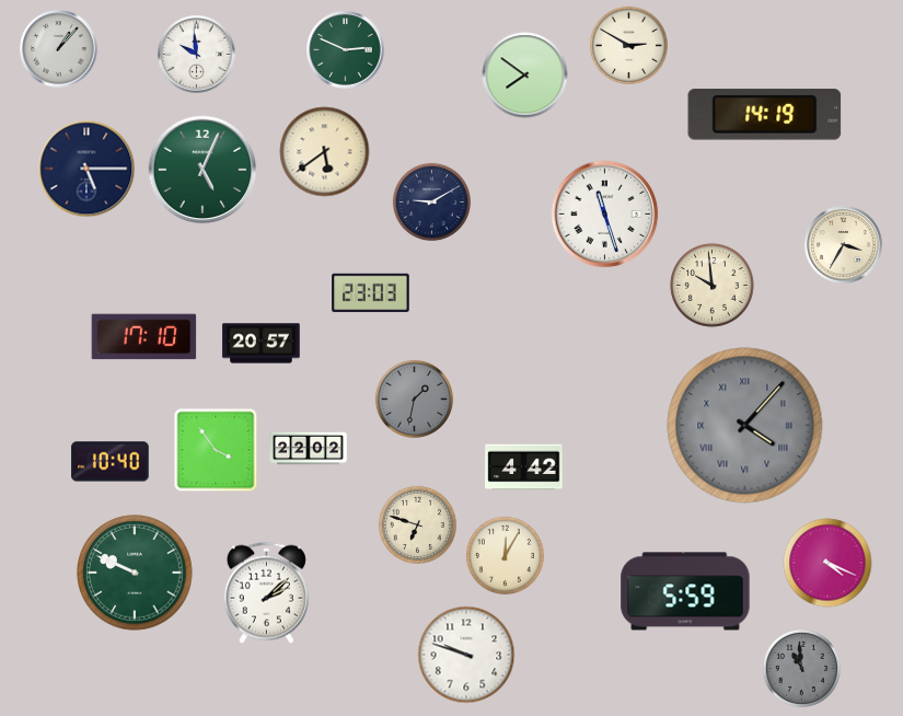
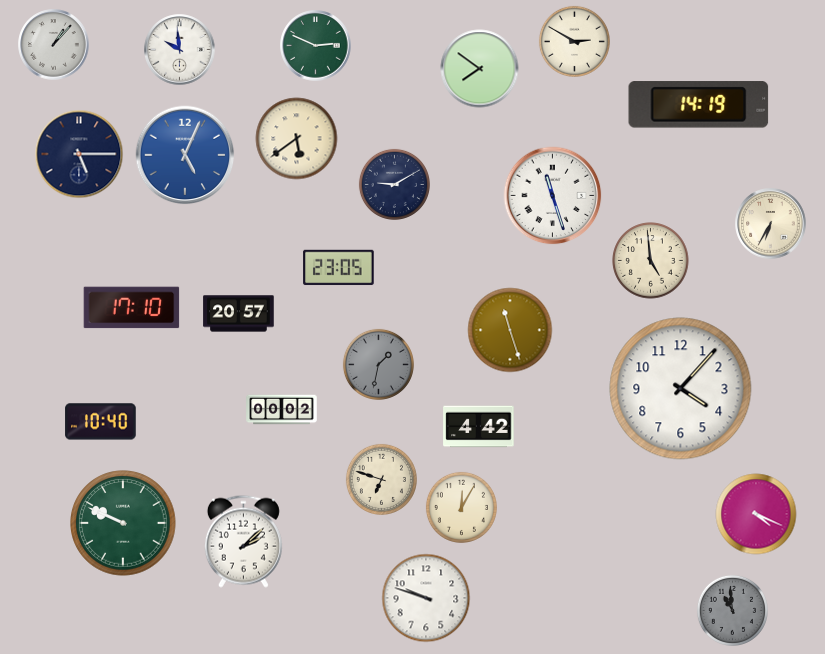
clock at (202, 170) dial: green -> blue
clock at (844, 245): 3:35 -> 6:35
clock at (713, 286): 9:59 -> 4:59
clock at (371, 293): 23:03 -> 23:05
clock at (510, 330): none -> 11:27
clock at (745, 426) dial: grey -> white
clock at (745, 426) numerals: Roman -> Arabic
clock at (309, 449): 22:02 -> 00:02
clock at (216, 450): 3:54 -> none
clock at (685, 591): 5:59 -> none
